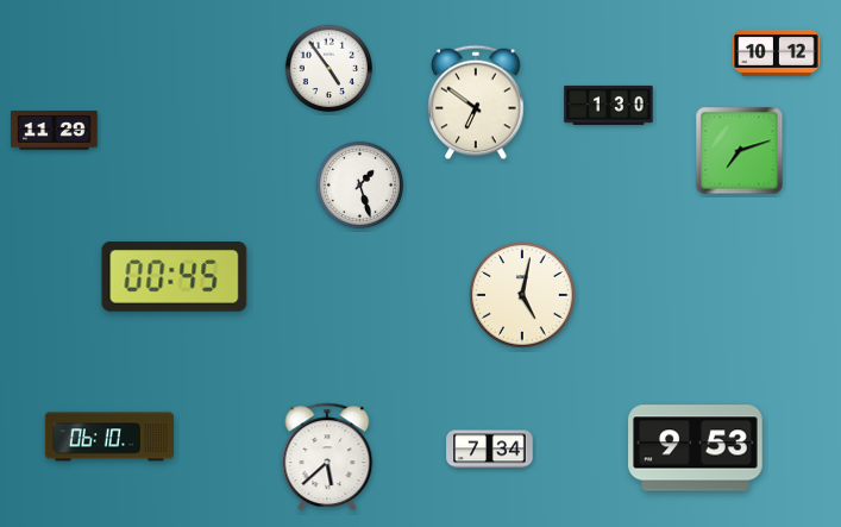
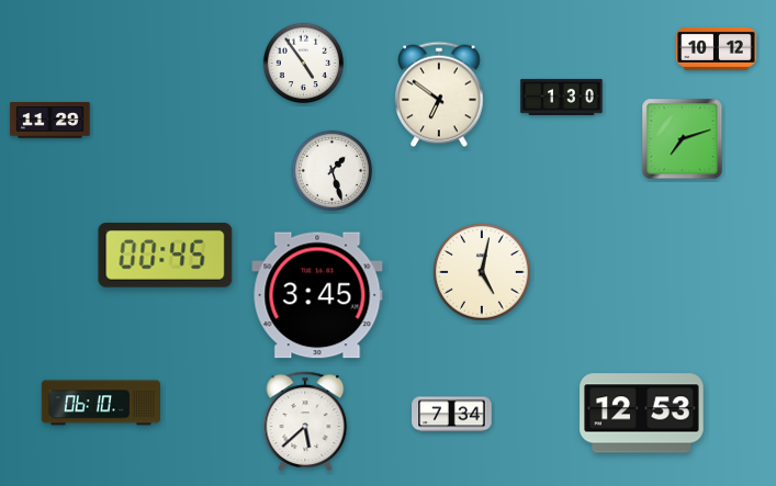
clock at (175, 277) position: (175, 277) -> (166, 256)
clock at (317, 295): none -> 3:45
clock at (696, 448): 9:53 -> 12:53
clock at (327, 457) position: (327, 457) -> (305, 421)
